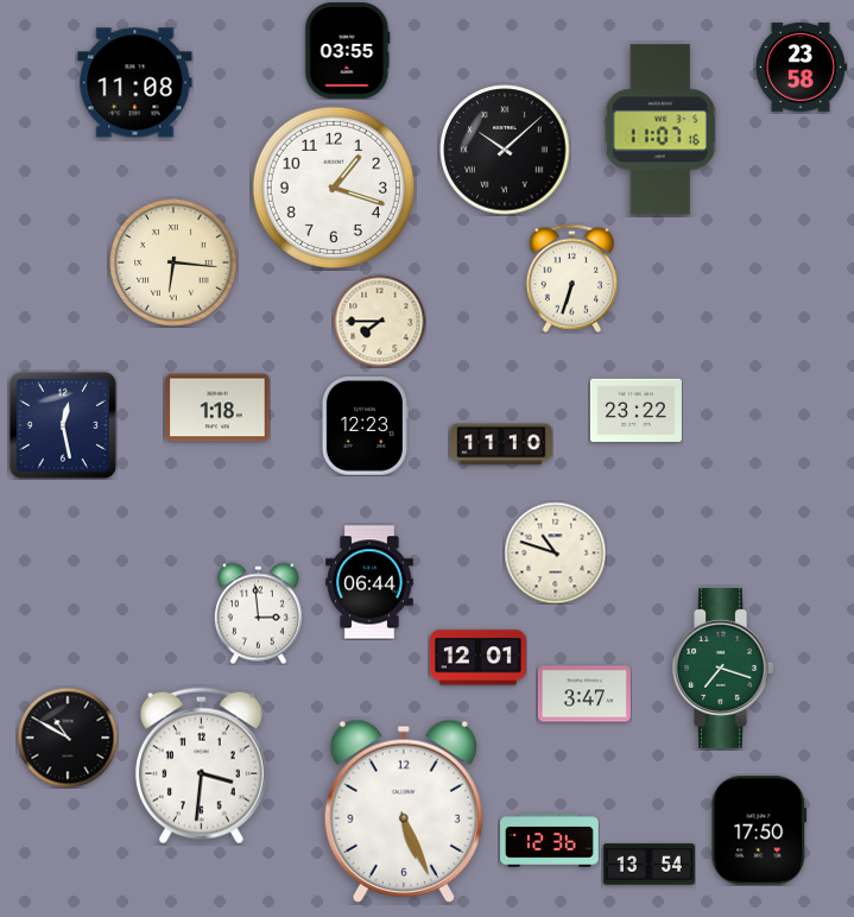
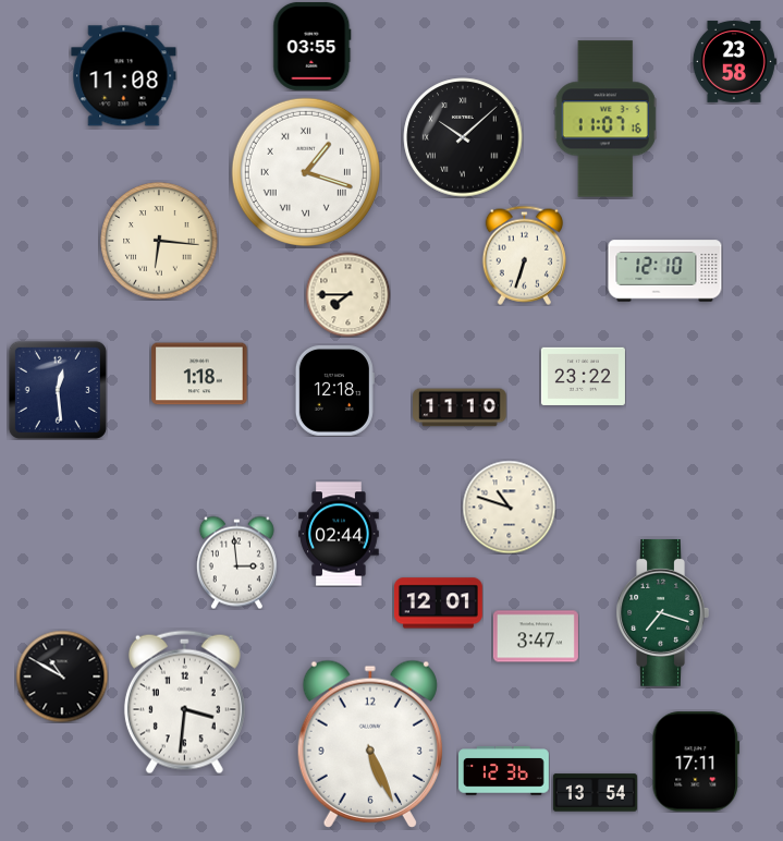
clock at (348, 50) position: (348, 50) -> (313, 46)
clock at (334, 188) numerals: Arabic -> Roman
clock at (665, 271): none -> 12:10
clock at (63, 425): 12:28 -> 12:29
clock at (365, 426): 12:23 -> 12:18
clock at (369, 582): 06:44 -> 02:44
clock at (759, 830): 17:50 -> 17:11
